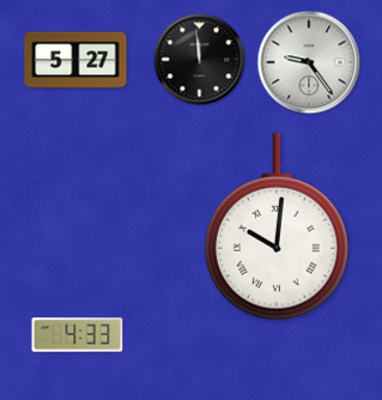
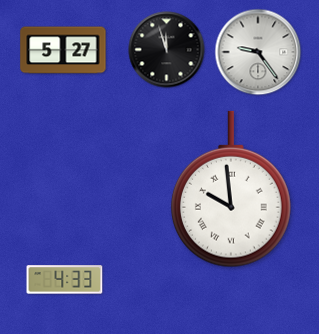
clock at (200, 60): 11:59 -> 11:57
clock at (277, 226): 10:01 -> 9:59
